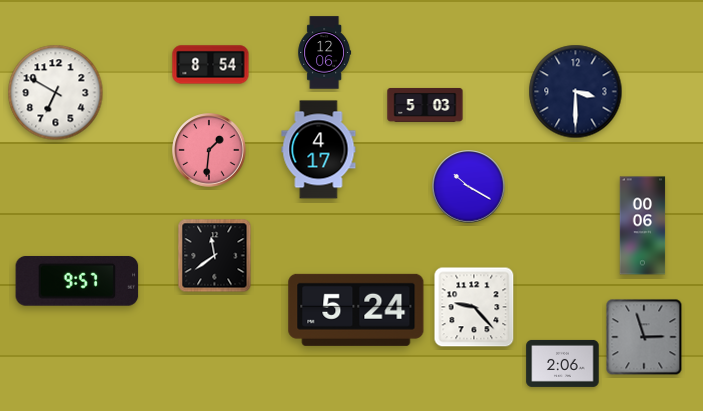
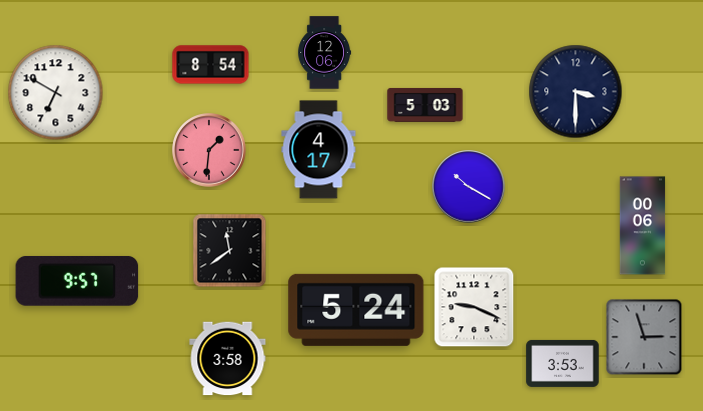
clock at (215, 256) position: (215, 256) -> (230, 251)
clock at (474, 307): 9:23 -> 9:19
clock at (228, 359): none -> 3:58
clock at (563, 363): 2:06 -> 3:53
